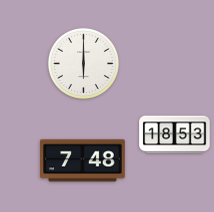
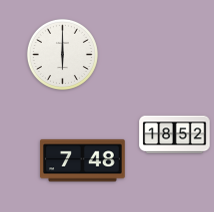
clock at (83, 63) position: (83, 63) -> (62, 54)
clock at (175, 135): 18:53 -> 18:52
